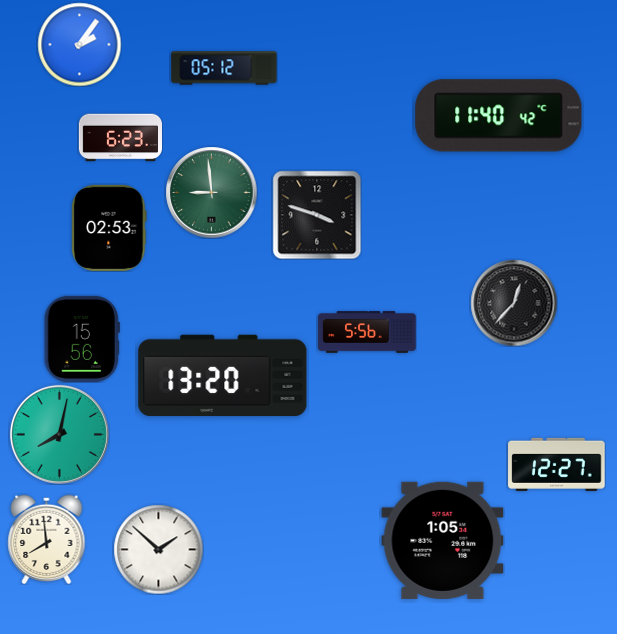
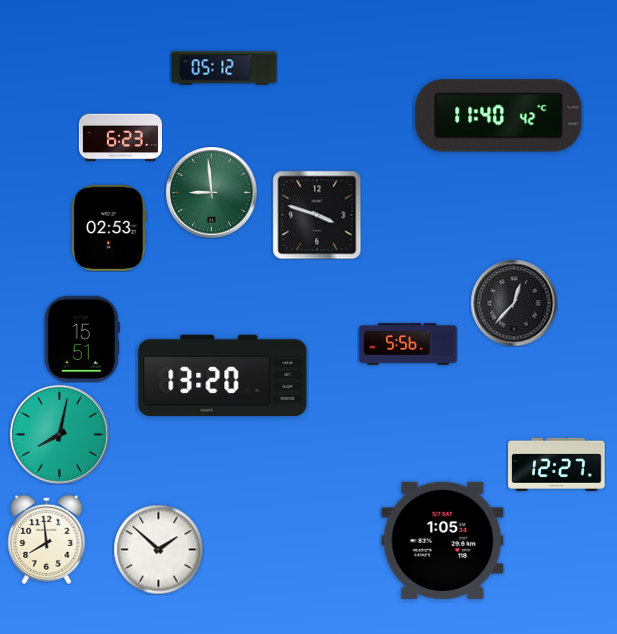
clock at (79, 44): 2:06 -> none
clock at (367, 332) position: (367, 332) -> (408, 344)
clock at (82, 339): 15:56 -> 15:51
